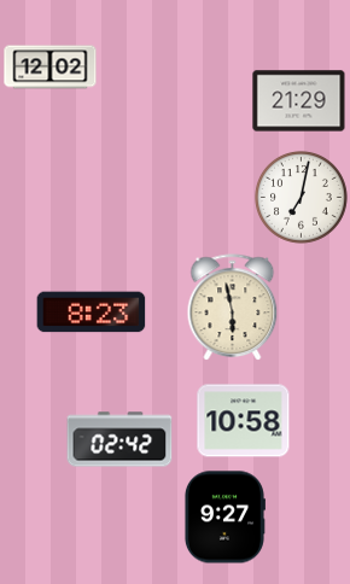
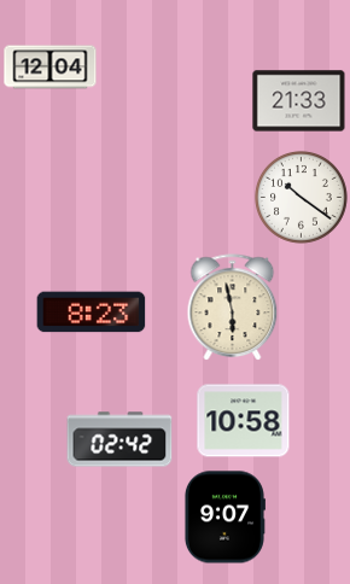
clock at (51, 68): 12:02 -> 12:04
clock at (299, 101): 21:29 -> 21:33
clock at (301, 197): 7:02 -> 10:21
clock at (224, 518): 9:27 -> 9:07
